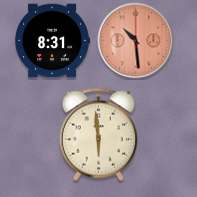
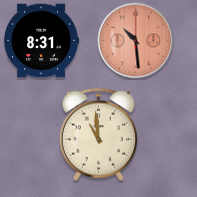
clock at (53, 41) position: (53, 41) -> (42, 41)
clock at (98, 134): 5:59 -> 10:59
